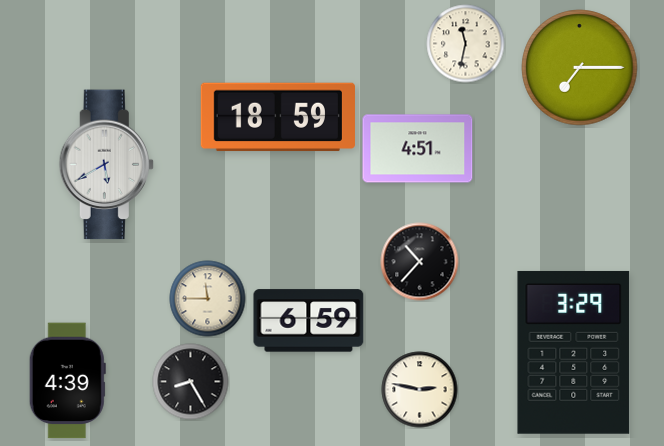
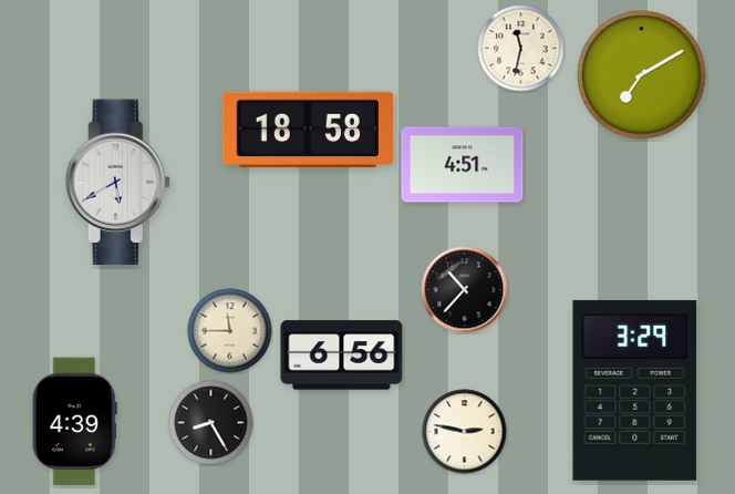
clock at (466, 44) position: (466, 44) -> (521, 49)
clock at (580, 68): 7:15 -> 7:10
clock at (278, 117): 18:59 -> 18:58
clock at (309, 321): 6:59 -> 6:56
